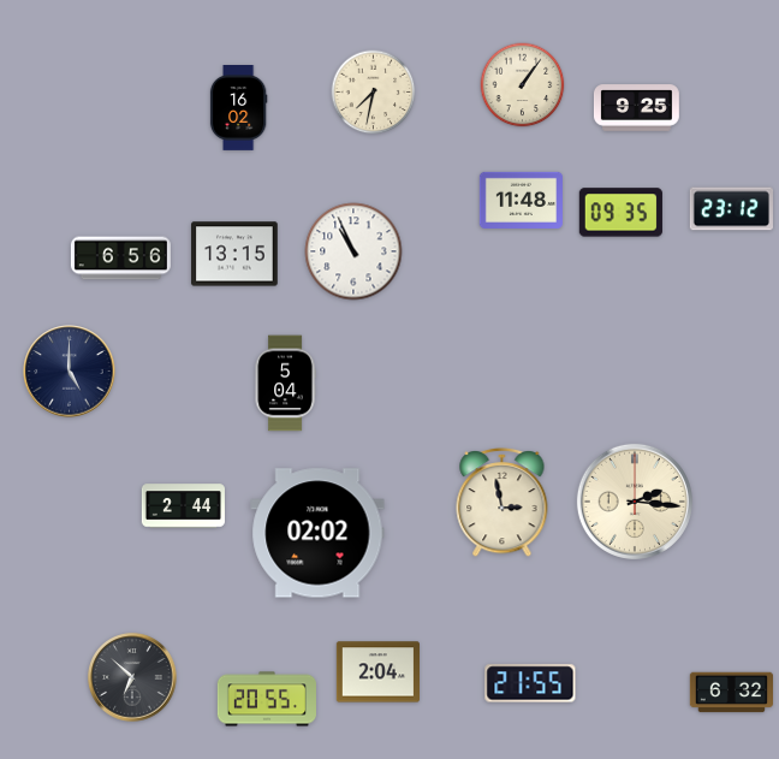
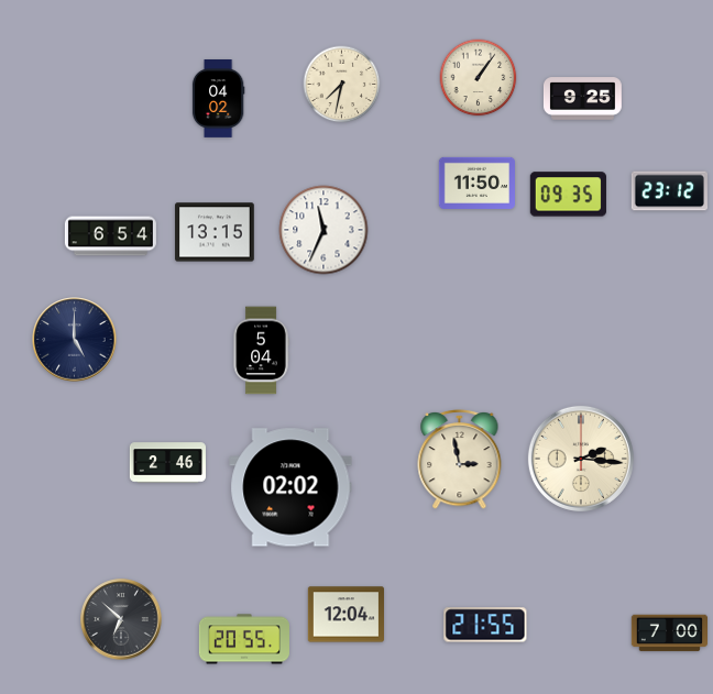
clock at (238, 108): 16:02 -> 04:02
clock at (521, 200): 11:48 -> 11:50
clock at (353, 251): 10:56 -> 11:34
clock at (120, 259): 6:56 -> 6:54
clock at (70, 372) position: (70, 372) -> (75, 340)
clock at (183, 506): 2:44 -> 2:46
clock at (377, 672): 2:04 -> 12:04
clock at (731, 693): 6:32 -> 7:00
